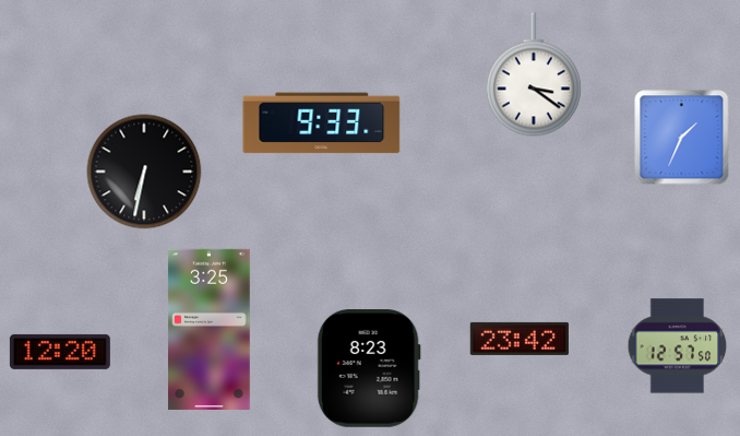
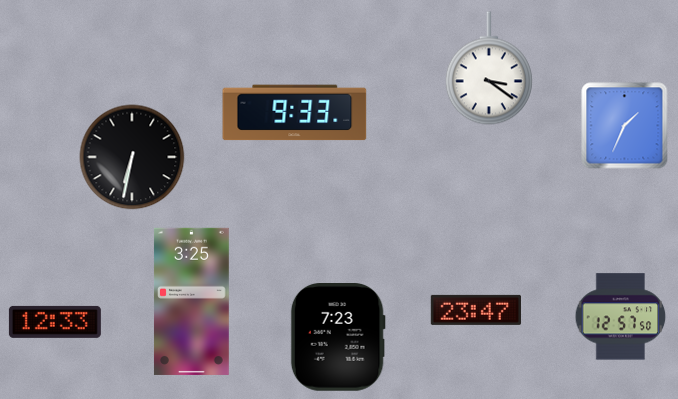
clock at (520, 339): 23:42 -> 23:47
clock at (60, 352): 12:20 -> 12:33
clock at (369, 369): 8:23 -> 7:23
